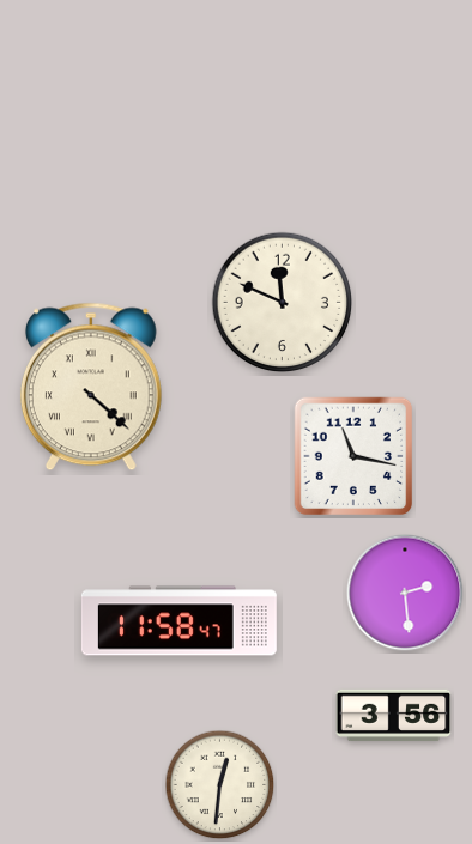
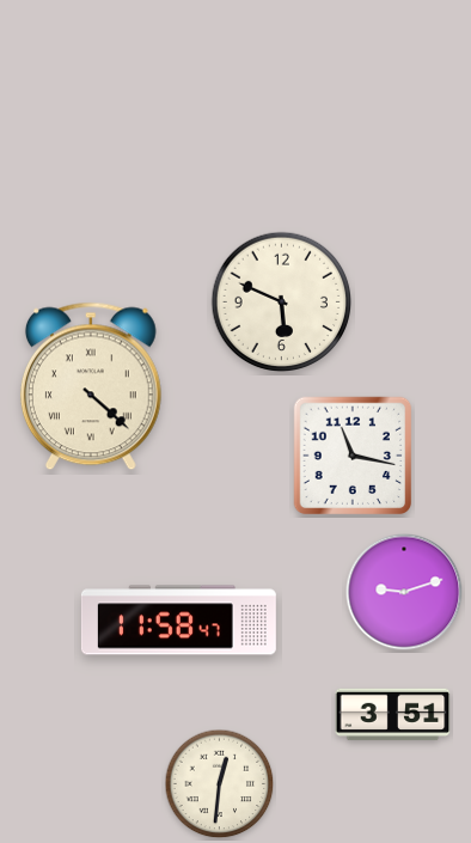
clock at (283, 303): 11:49 -> 5:49
clock at (405, 593): 2:29 -> 9:12
clock at (394, 716): 3:56 -> 3:51
